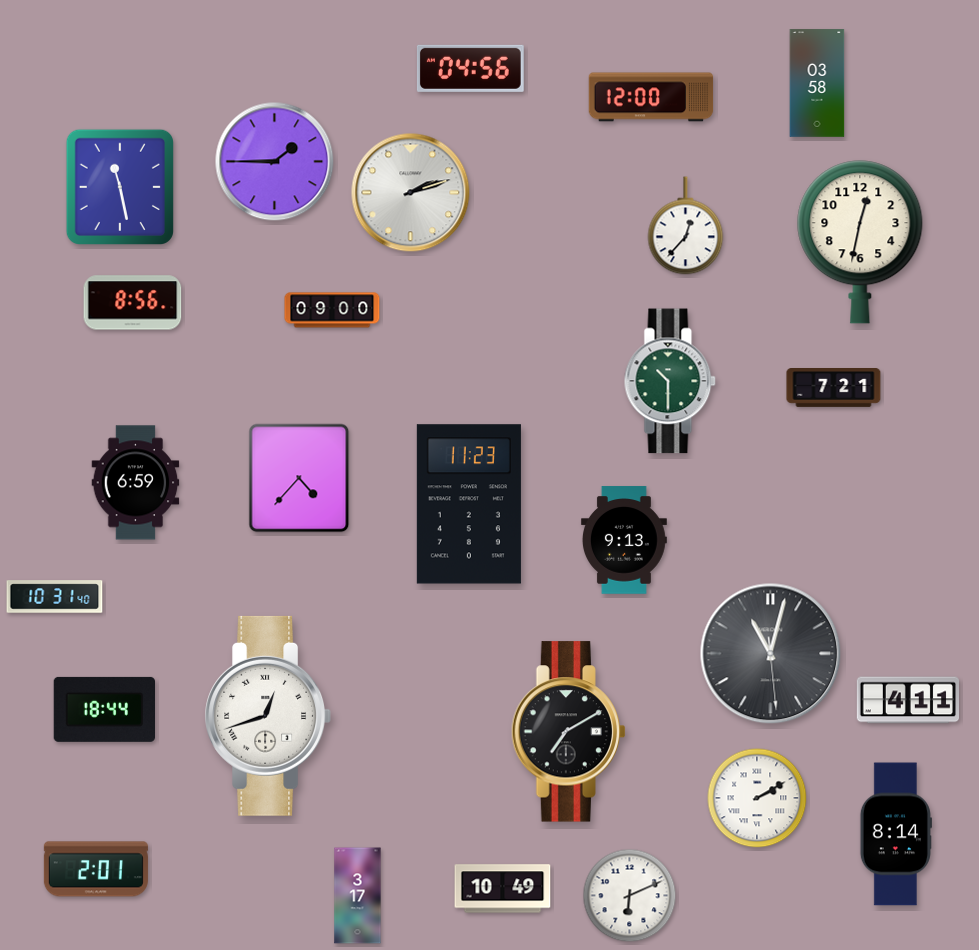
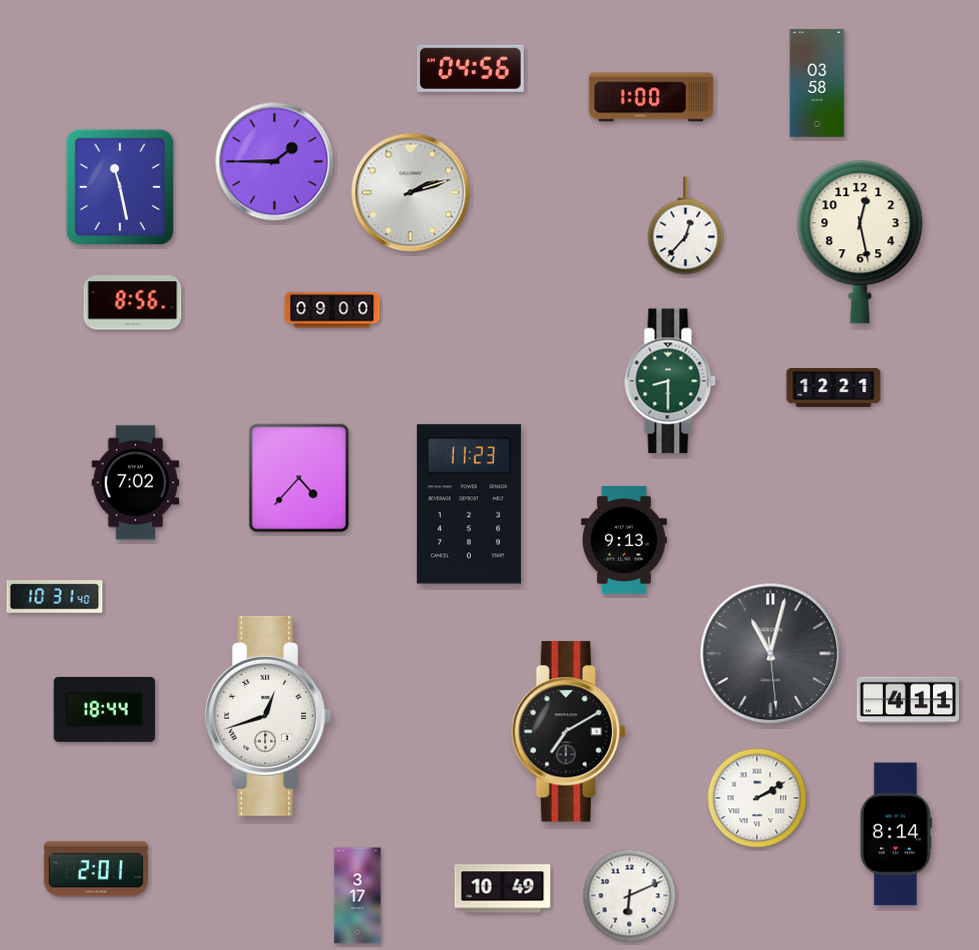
clock at (651, 97): 12:00 -> 1:00
clock at (860, 242): 12:32 -> 12:28
clock at (670, 381): 10:30 -> 8:30
clock at (834, 388): 7:21 -> 12:21
clock at (136, 483): 6:59 -> 7:02
